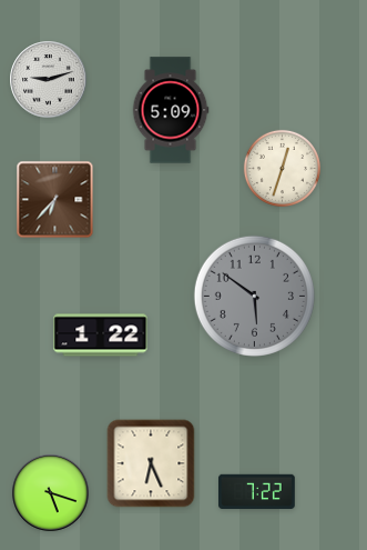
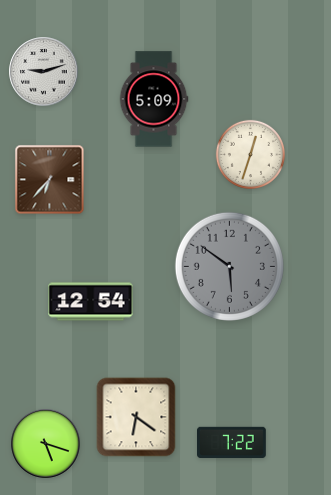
clock at (282, 168) position: (282, 168) -> (250, 154)
clock at (101, 336): 1:22 -> 12:54
clock at (151, 463): 6:26 -> 6:21
